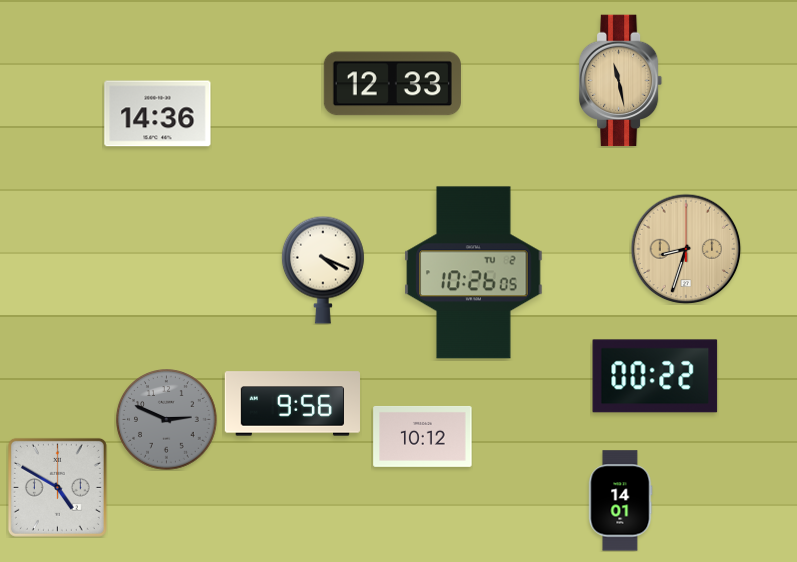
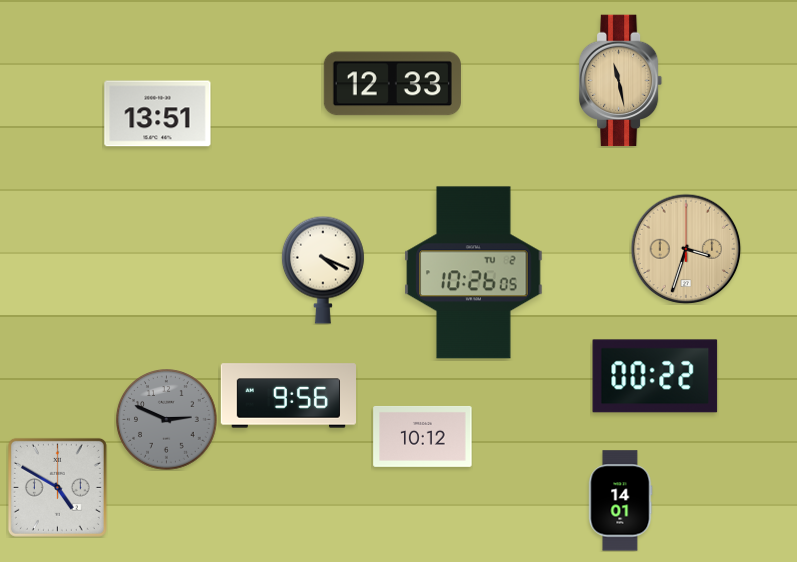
clock at (158, 114): 14:36 -> 13:51
clock at (686, 249): 8:33 -> 3:33
clock at (292, 404) position: (292, 404) -> (288, 396)
